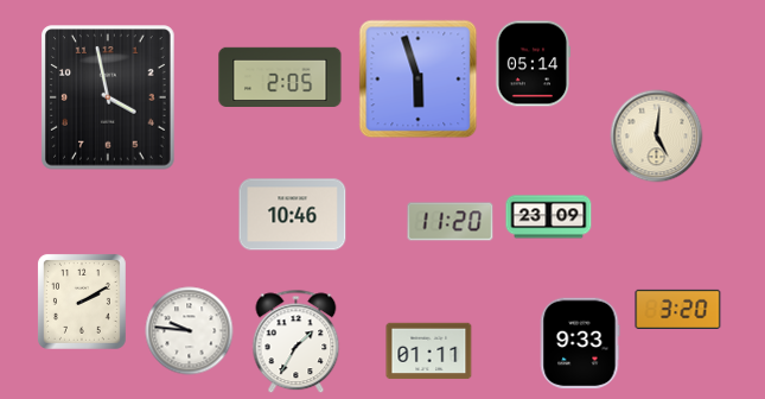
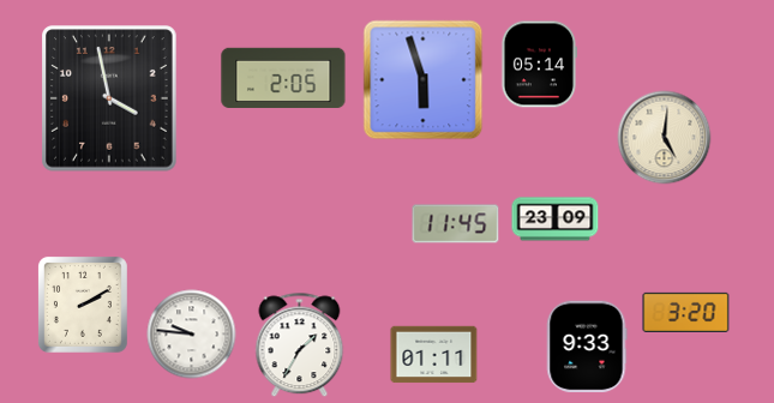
clock at (293, 215): 10:46 -> none
clock at (451, 222): 11:20 -> 11:45
